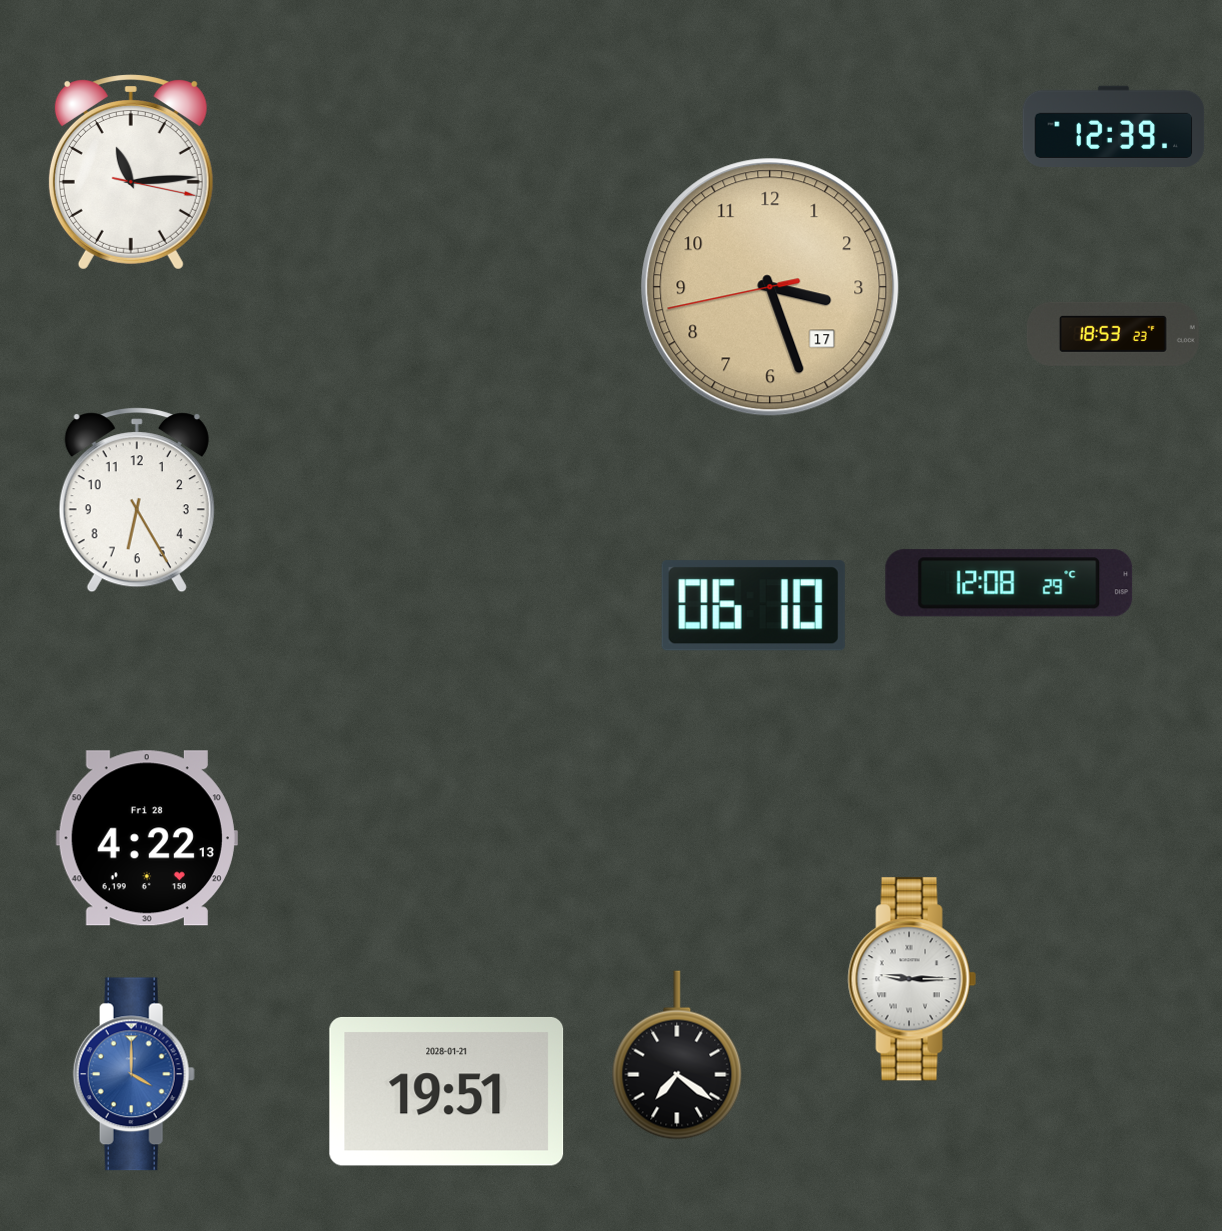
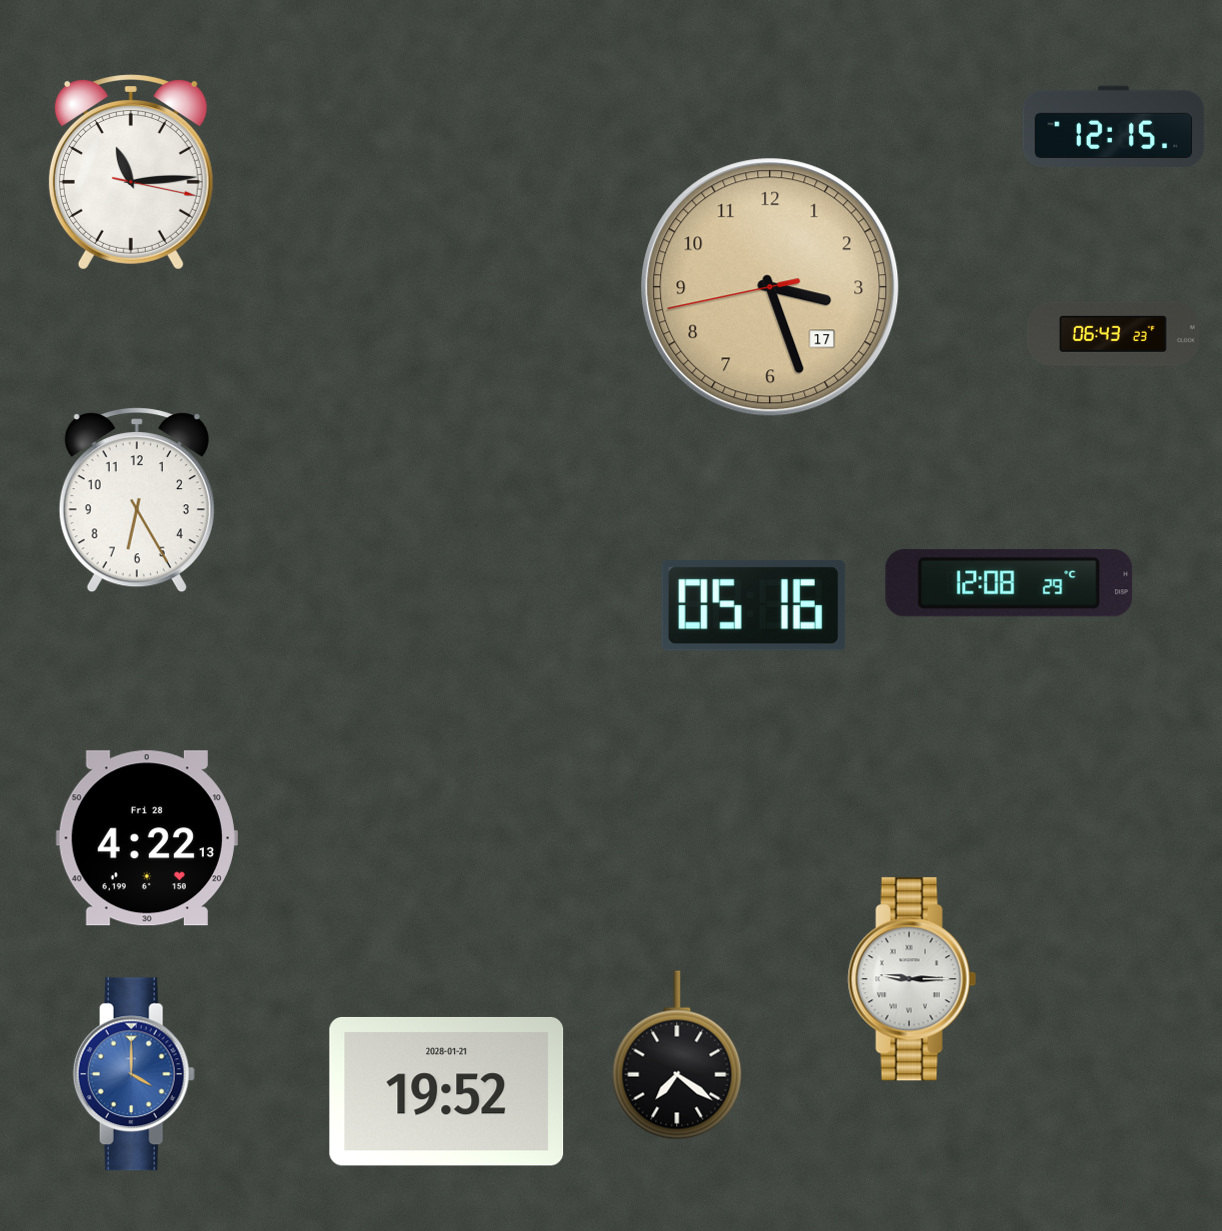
clock at (1114, 126): 12:39 -> 12:15
clock at (1113, 334): 18:53 -> 06:43
clock at (753, 606): 06:10 -> 05:16
clock at (447, 1091): 19:51 -> 19:52
